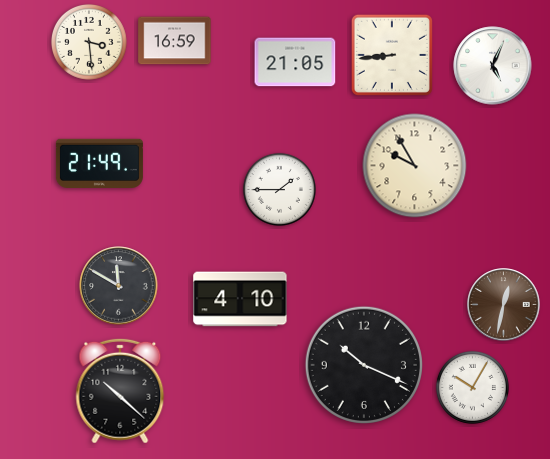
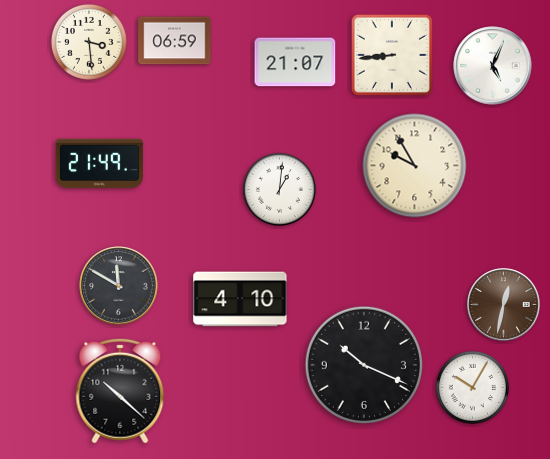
clock at (175, 41): 16:59 -> 06:59
clock at (295, 62): 21:05 -> 21:07
clock at (279, 189): 1:45 -> 1:01
